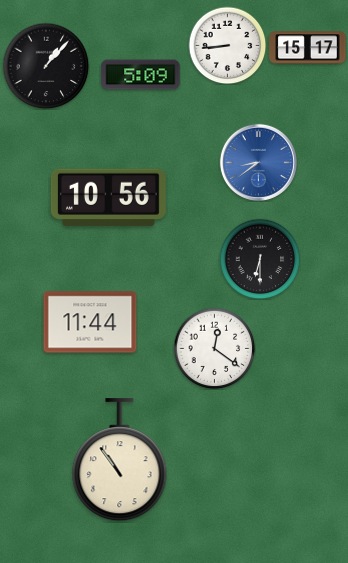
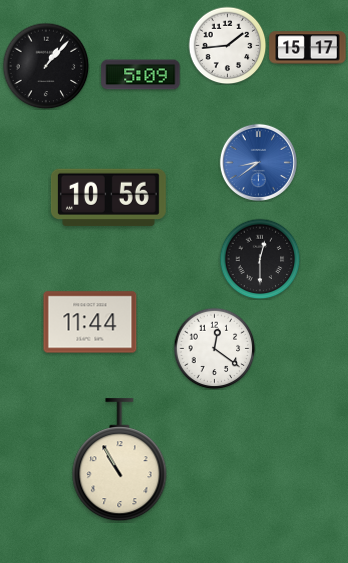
clock at (227, 45): 8:44 -> 1:44
clock at (260, 259): 6:30 -> 12:30
clock at (120, 460): 10:54 -> 10:55
